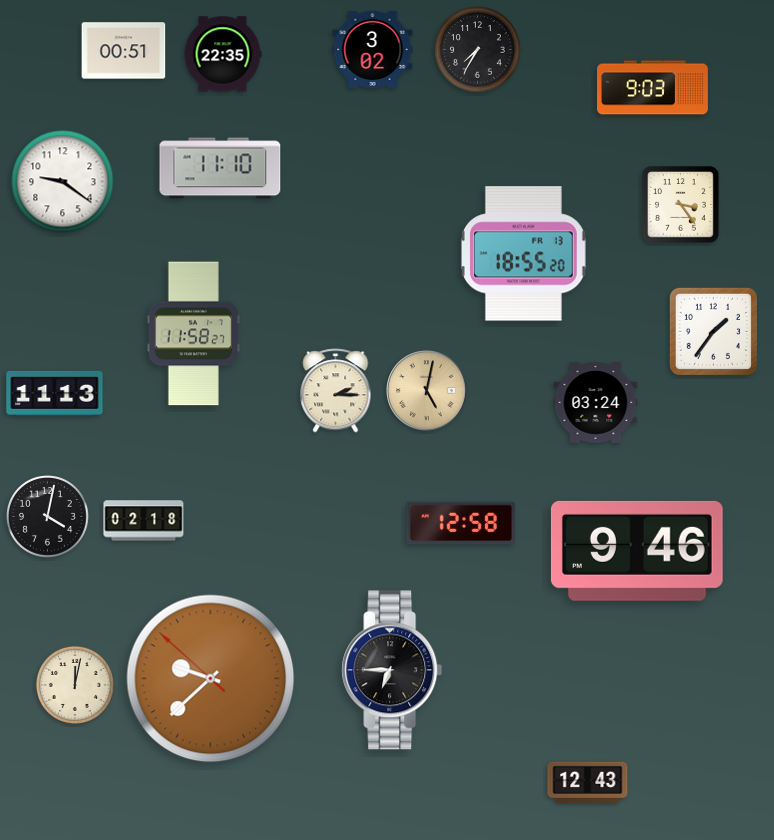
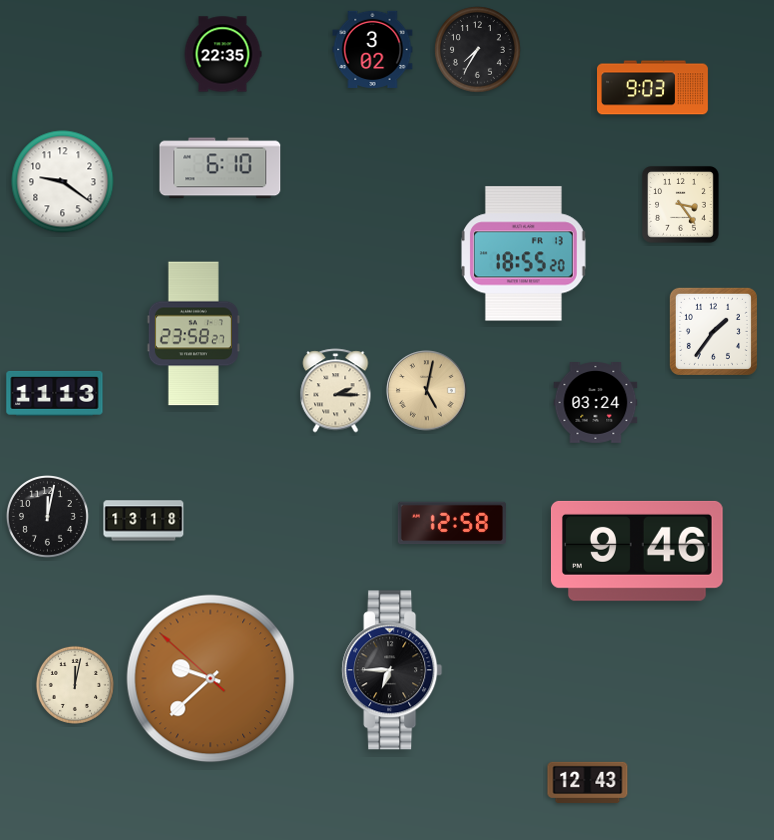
clock at (124, 51): 00:51 -> none
clock at (220, 168): 11:10 -> 6:10
clock at (193, 334): 11:58 -> 23:58
clock at (48, 517): 4:02 -> 12:02
clock at (144, 521): 02:18 -> 13:18
clock at (461, 523) position: (461, 523) -> (452, 523)
